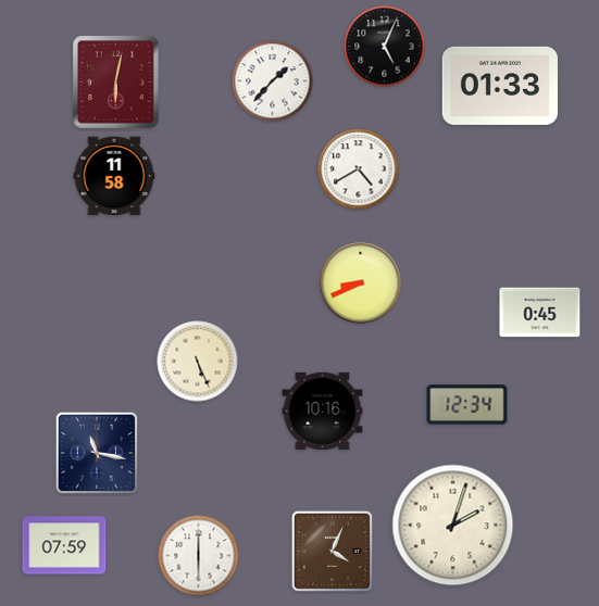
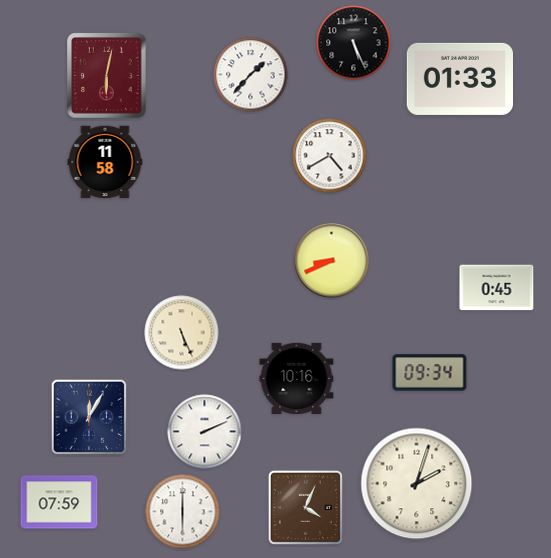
clock at (385, 47): 5:04 -> 5:26
clock at (467, 405): 12:34 -> 09:34
clock at (97, 453): 11:17 -> 12:05
clock at (205, 432): none -> 2:11
